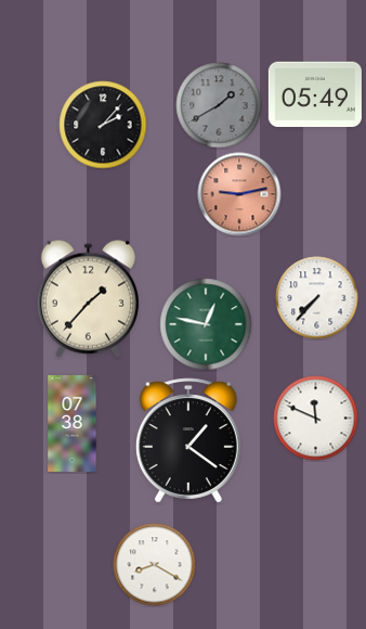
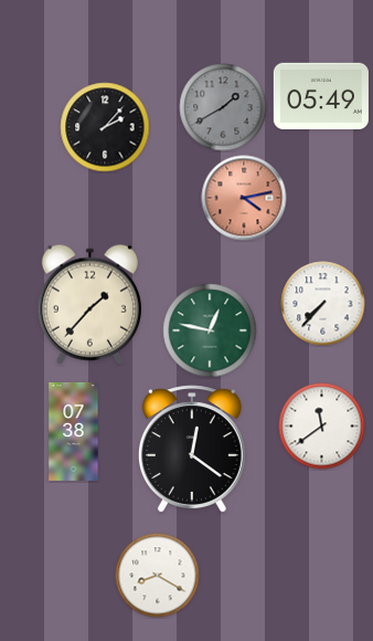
clock at (239, 194): 9:13 -> 4:13
clock at (316, 419): 11:49 -> 11:39
clock at (188, 440): 1:21 -> 12:21
